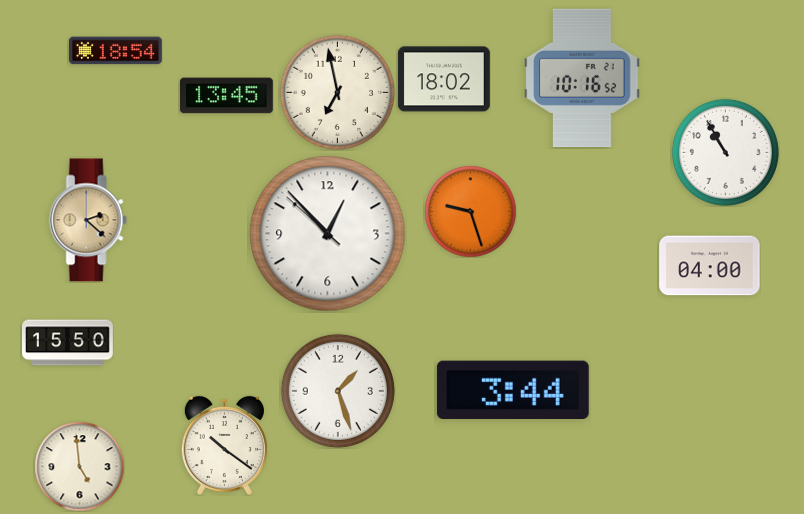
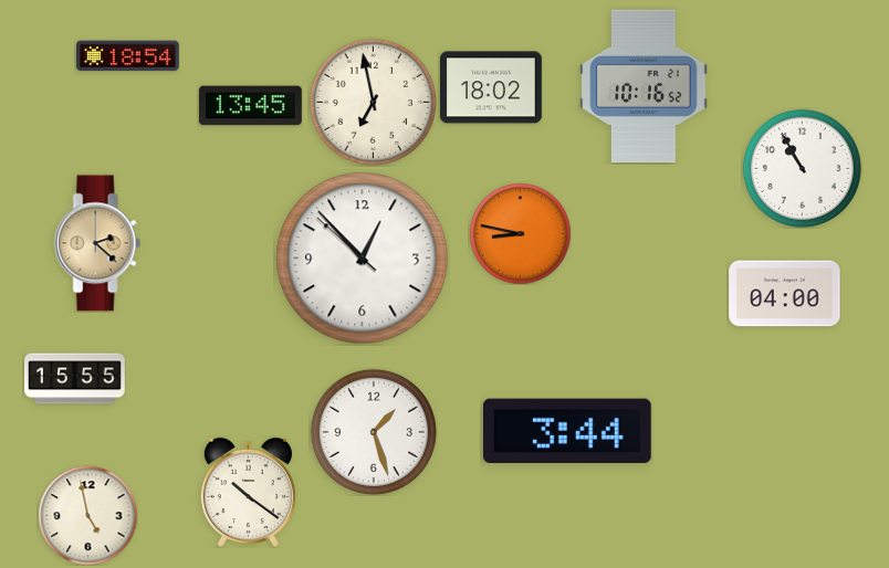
clock at (470, 211): 9:27 -> 8:47
clock at (68, 343): 15:50 -> 15:55
clock at (79, 466): 4:59 -> 4:58
